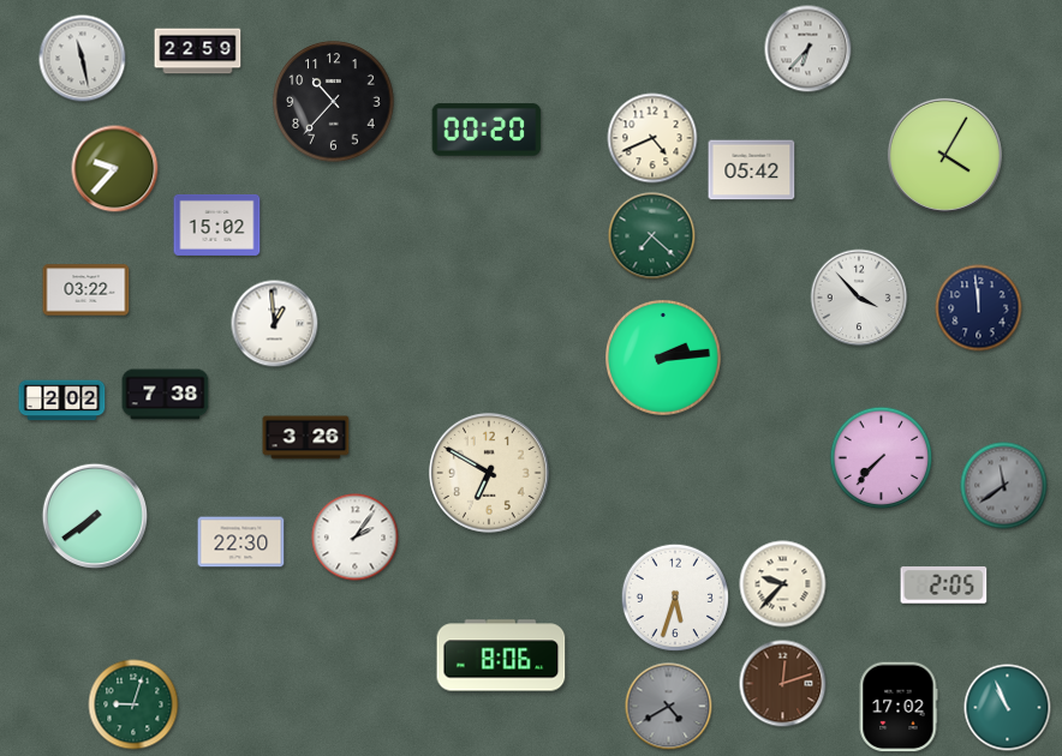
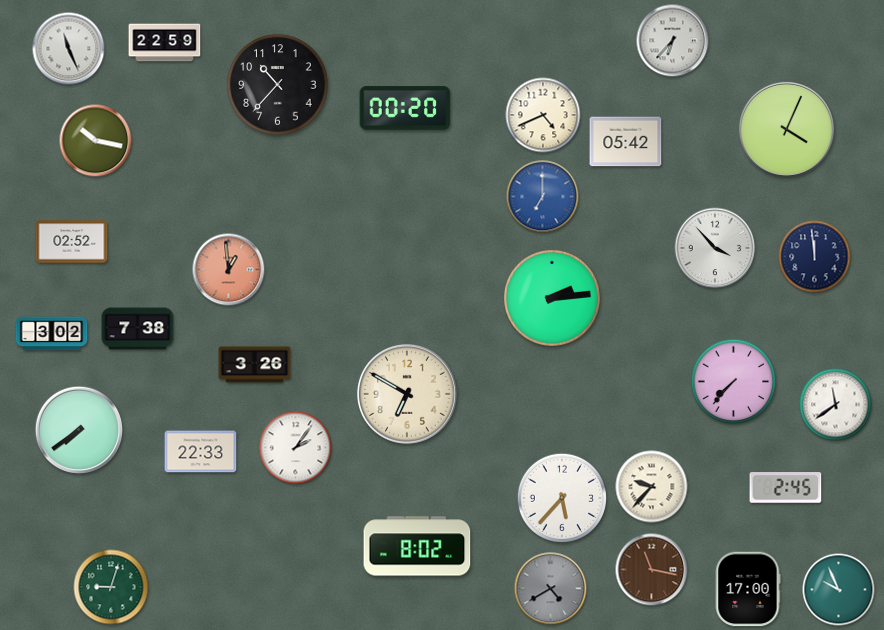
clock at (83, 59): 11:28 -> 11:26
clock at (944, 155): 4:05 -> 4:04
clock at (115, 169): 9:37 -> 10:17
clock at (217, 224): 15:02 -> none
clock at (652, 236): 7:22 -> 7:00
clock at (652, 236) dial: green -> blue
clock at (86, 290): 03:22 -> 02:52
clock at (275, 324) dial: white -> salmon
clock at (62, 401): 2:02 -> 3:02
clock at (1004, 486) dial: grey -> white
clock at (241, 542): 22:30 -> 22:33
clock at (944, 586): 2:05 -> 2:45
clock at (674, 596): 5:33 -> 5:37
clock at (501, 655): 8:06 -> 8:02
clock at (783, 684): 12:12 -> 11:17
clock at (669, 707) position: (669, 707) -> (551, 589)
clock at (899, 707): 17:02 -> 17:00
clock at (1008, 708): 10:56 -> 9:56
